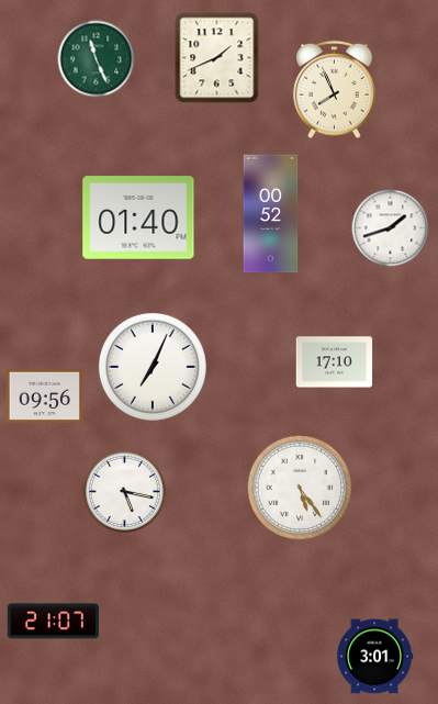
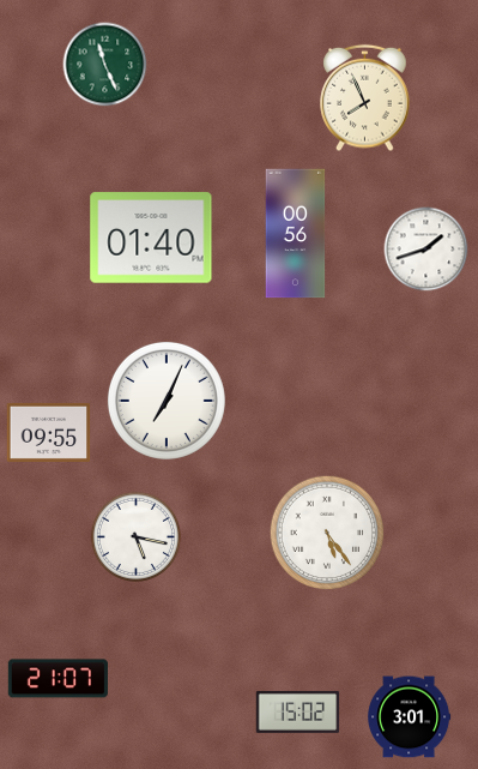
clock at (217, 58): 1:41 -> none
clock at (271, 214): 00:52 -> 00:56
clock at (335, 362): 17:10 -> none
clock at (45, 395): 09:56 -> 09:55
clock at (298, 711): none -> 15:02
